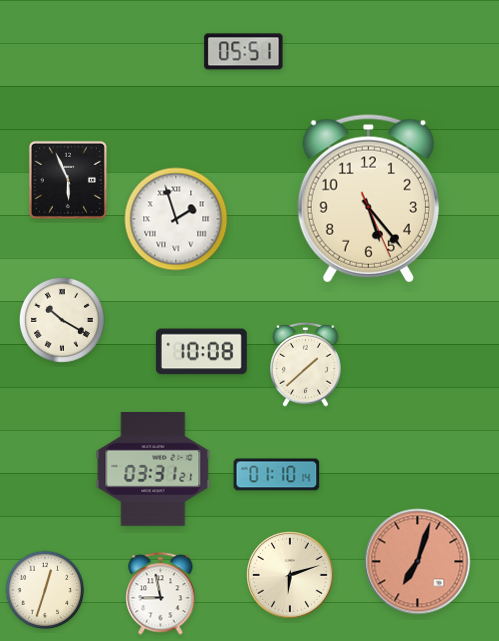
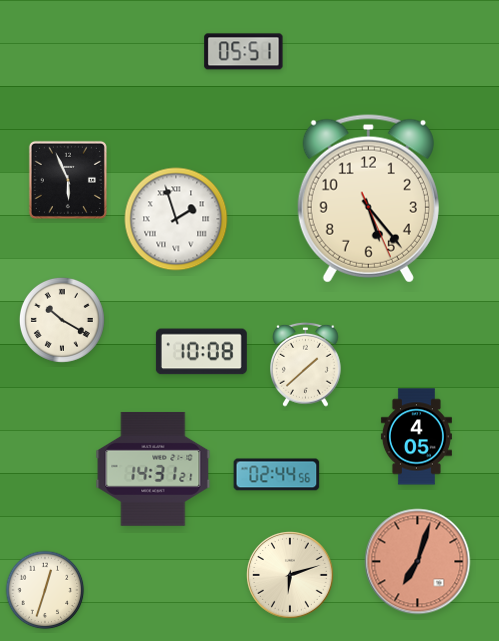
clock at (416, 437): none -> 4:05
clock at (153, 469): 03:31 -> 14:31
clock at (277, 475): 01:10 -> 02:44
clock at (161, 594): 8:58 -> none
